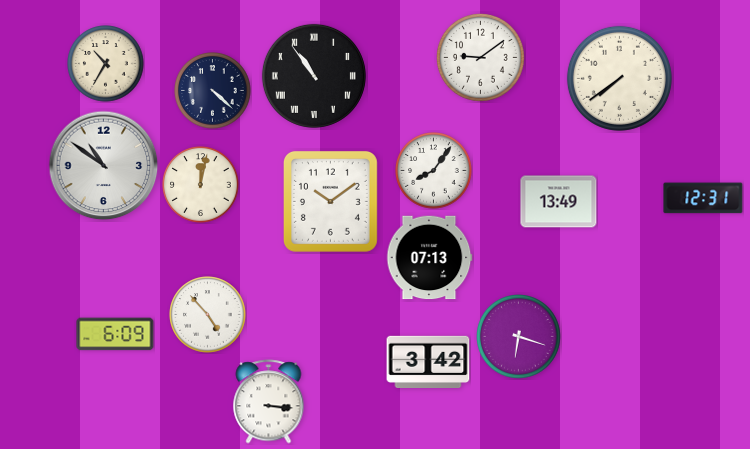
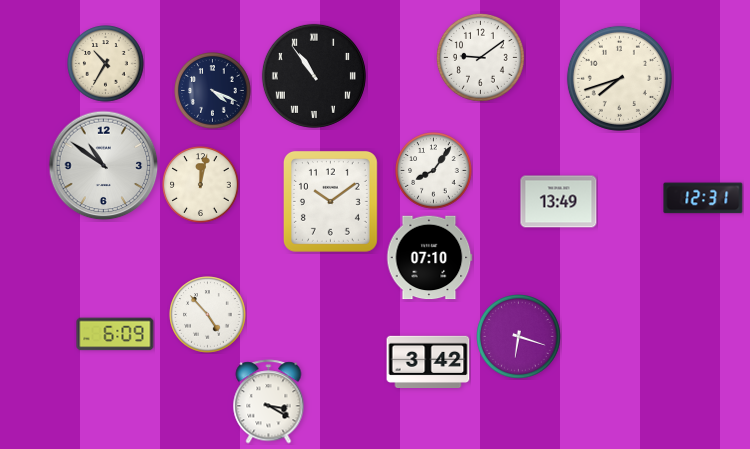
clock at (619, 78): 7:39 -> 7:42
clock at (213, 91): 4:22 -> 4:19
clock at (430, 258): 07:13 -> 07:10
clock at (269, 402): 3:16 -> 3:20
